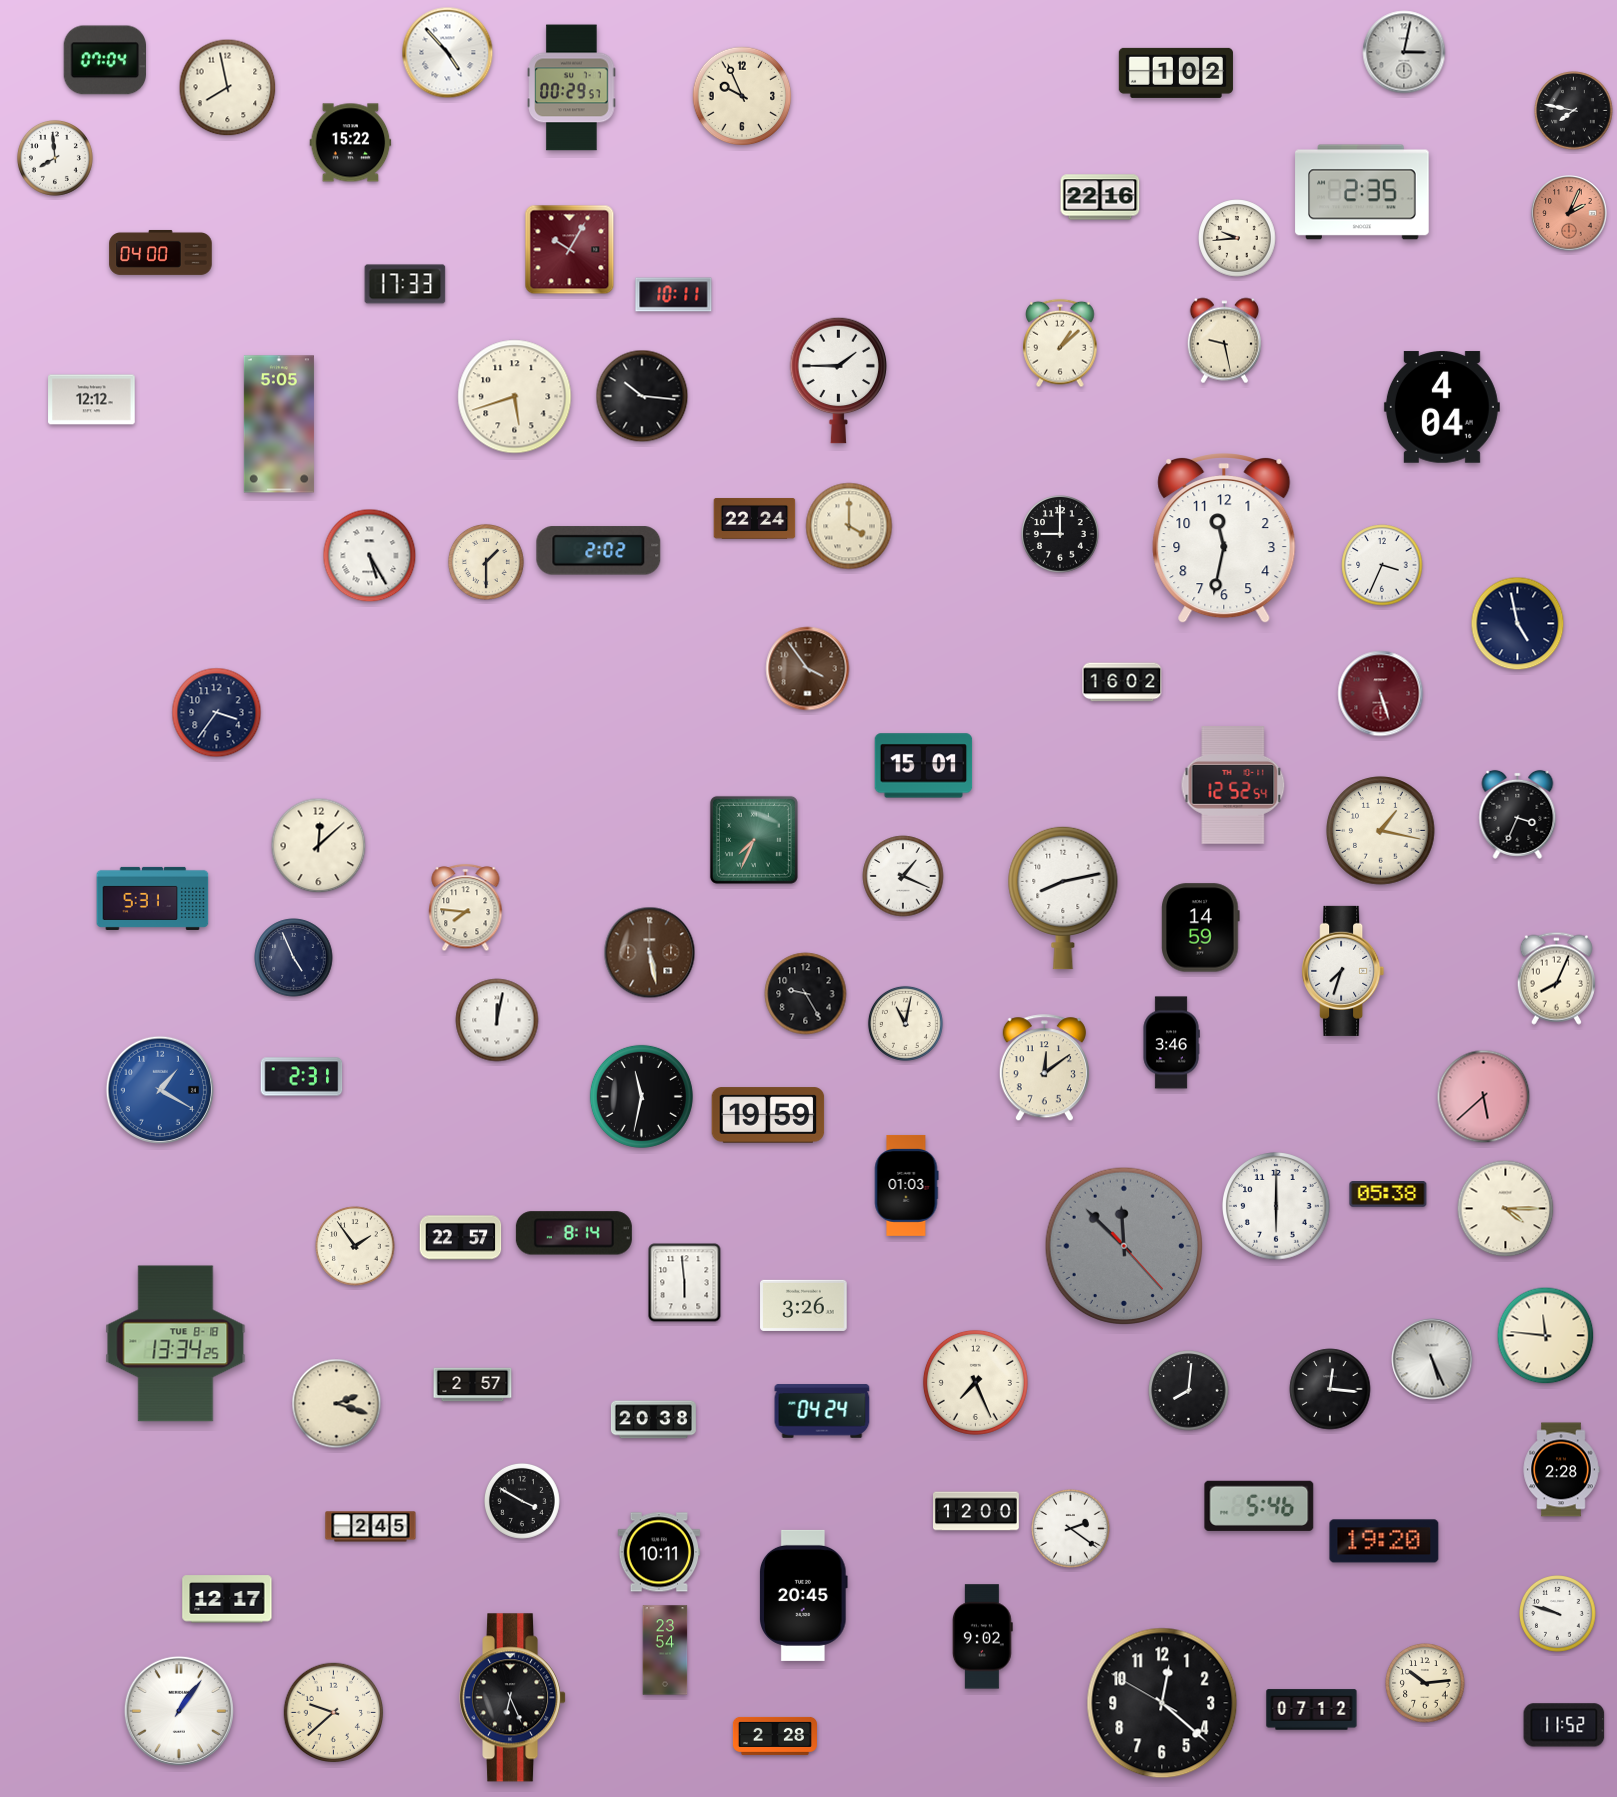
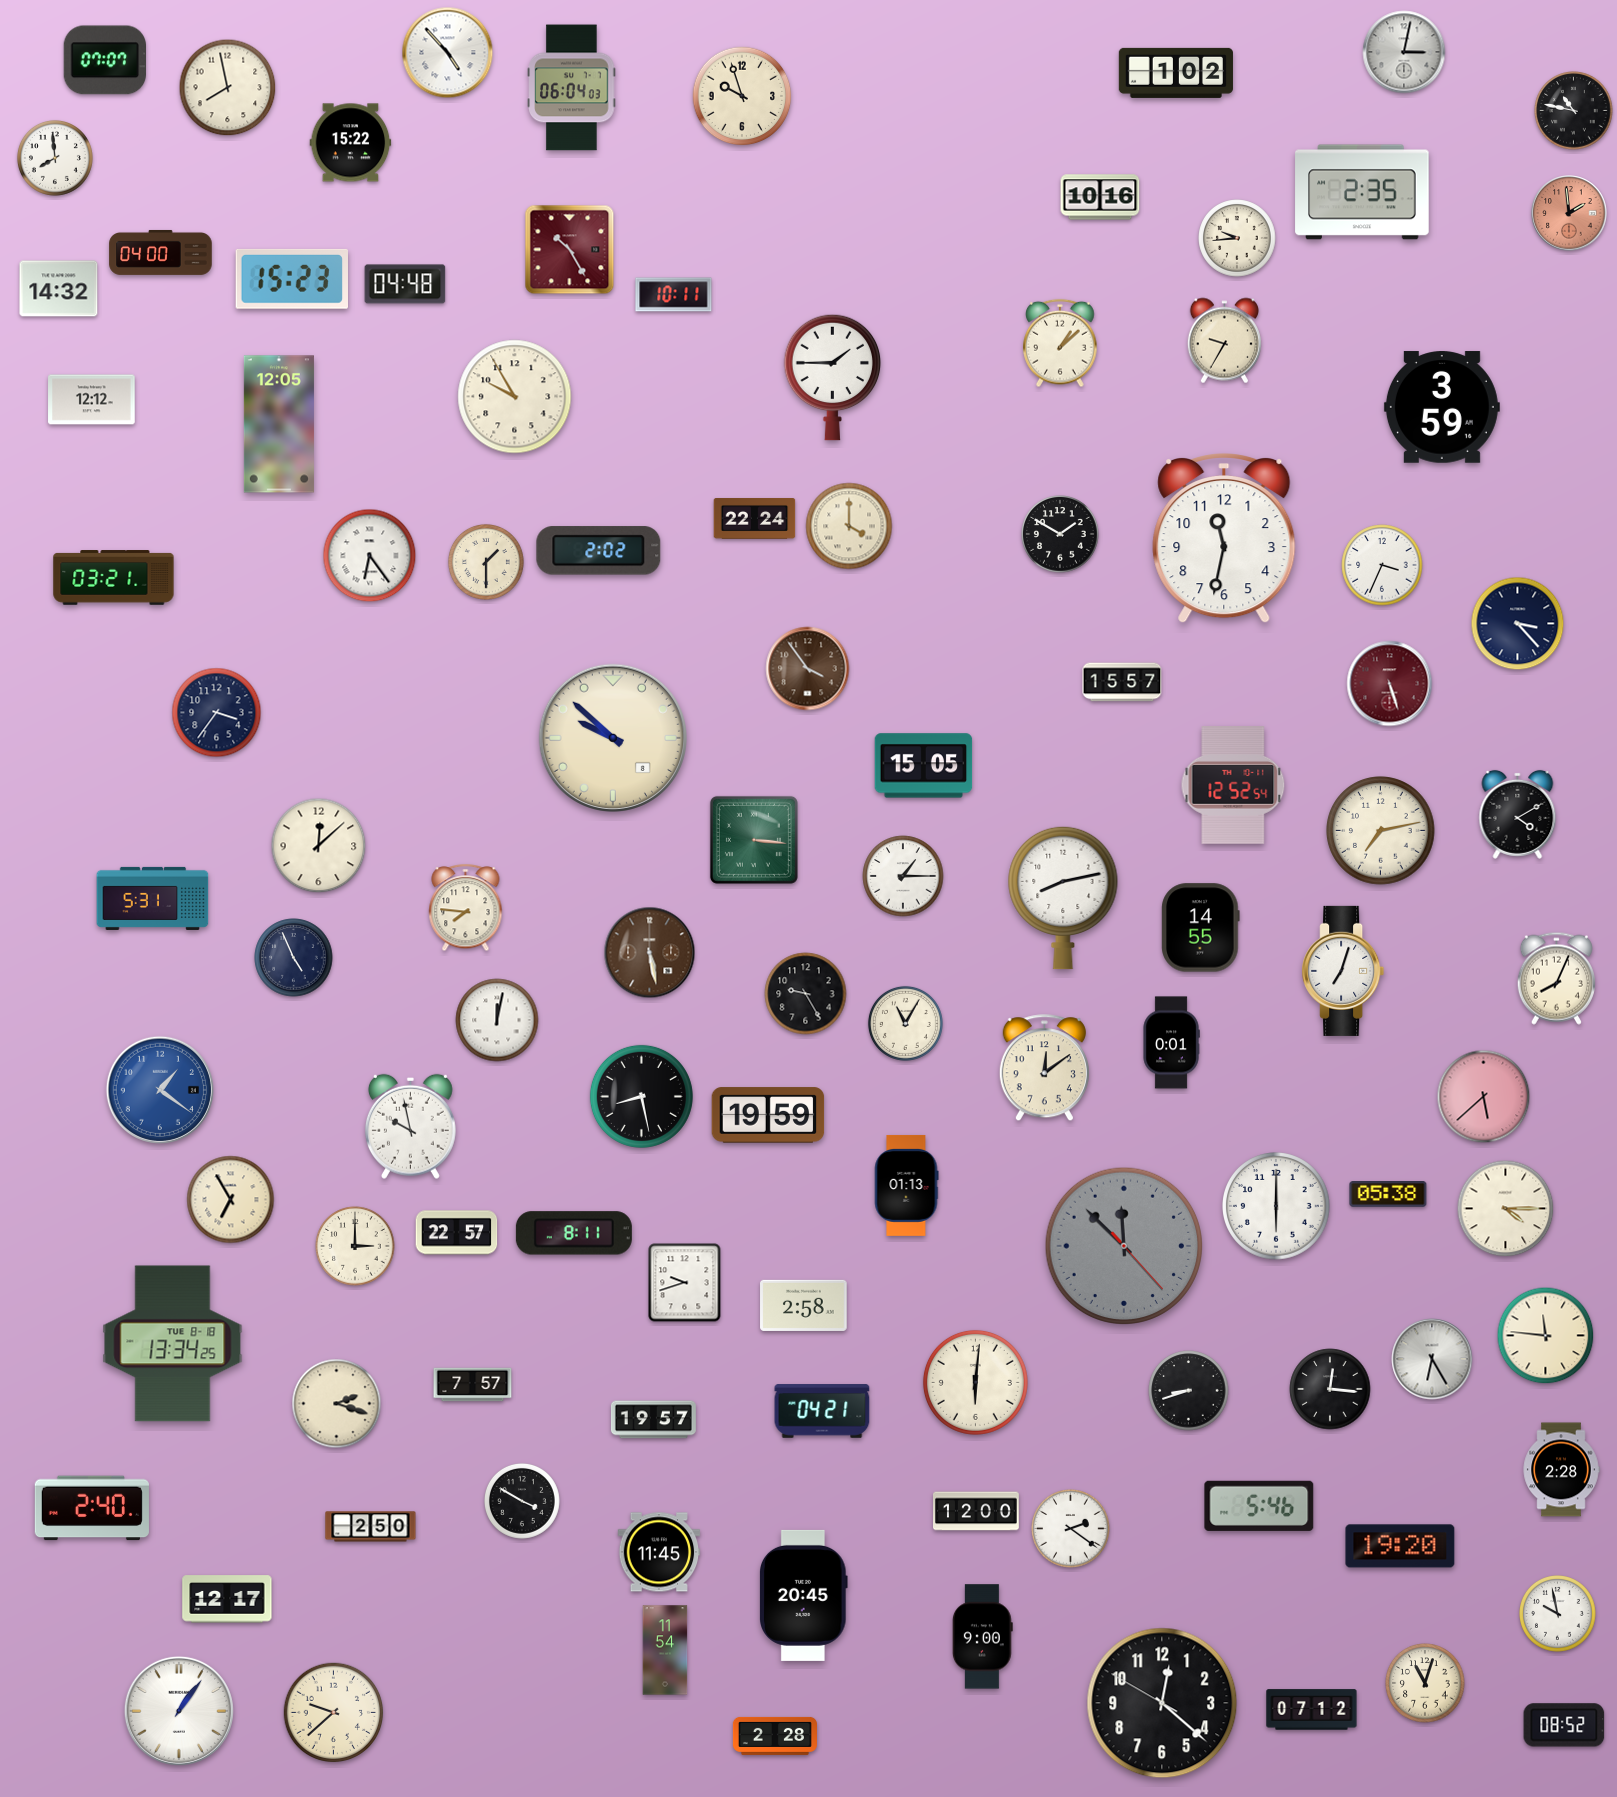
clock at (104, 60): 07:04 -> 07:07
clock at (572, 88): 00:29 -> 06:04
clock at (742, 96): 9:56 -> 9:57
clock at (1574, 111): 7:47 -> 10:47
clock at (1100, 197): 22:16 -> 10:16
clock at (1569, 213): 2:04 -> 1:59
clock at (570, 250): 10:05 -> 10:25
clock at (291, 279): none -> 15:23
clock at (405, 284): 17:33 -> 04:48
clock at (59, 289): none -> 14:32
clock at (1224, 341): 9:28 -> 9:35
clock at (839, 380) position: (839, 380) -> (833, 377)
clock at (642, 396): 10:16 -> none
clock at (515, 397): 5:42 -> 9:55
clock at (1442, 407): 4:04 -> 3:59
clock at (279, 424): 5:05 -> 12:05
clock at (1060, 534): 9:00 -> 1:50
clock at (370, 556): 5:25 -> 6:24
clock at (114, 578): none -> 03:21
clock at (1518, 624): 4:58 -> 3:23
clock at (1122, 682): 16:02 -> 15:57
clock at (1381, 694) position: (1381, 694) -> (1390, 684)
clock at (613, 738): none -> 9:52
clock at (924, 766): 15:01 -> 15:05
clock at (1518, 814): 3:34 -> 4:10
clock at (1381, 831): 1:17 -> 7:13
clock at (754, 840): 7:34 -> 3:16
clock at (903, 876): 1:19 -> 1:15
clock at (1201, 928): 14:59 -> 14:55
clock at (1343, 971): 7:33 -> 7:03
clock at (905, 1023): 11:02 -> 11:05
clock at (1171, 1043): 3:46 -> 0:01
clock at (302, 1077): 2:31 -> none
clock at (160, 1090): 1:20 -> 1:21
clock at (641, 1096): 11:32 -> 8:28
clock at (410, 1126): none -> 9:58
clock at (906, 1185): 01:03 -> 01:13
clock at (231, 1200): none -> 6:55
clock at (574, 1233): 8:14 -> 8:11
clock at (461, 1238) position: (461, 1238) -> (457, 1233)
clock at (355, 1246): 1:54 -> 3:00
clock at (685, 1283): 5:59 -> 9:42
clock at (804, 1305): 3:26 -> 2:58
clock at (176, 1344) position: (176, 1344) -> (173, 1344)
clock at (1432, 1359): 5:26 -> 6:25
clock at (975, 1382): 7:26 -> 6:01
clock at (473, 1385): 2:57 -> 7:57
clock at (1189, 1391): 8:01 -> 8:42
clock at (822, 1411): 04:24 -> 04:21
clock at (653, 1420): 20:38 -> 19:57
clock at (92, 1508): none -> 2:40
clock at (371, 1527): 2:45 -> 2:50
clock at (1384, 1541) position: (1384, 1541) -> (1400, 1546)
clock at (659, 1552): 10:11 -> 11:45
clock at (1558, 1614): 9:48 -> 9:58
clock at (982, 1637): 9:02 -> 9:00
clock at (665, 1650): 23:54 -> 11:54
clock at (1425, 1683): 10:14 -> 11:03
clock at (514, 1698): 6:26 -> none
clock at (1564, 1725): 11:52 -> 08:52
